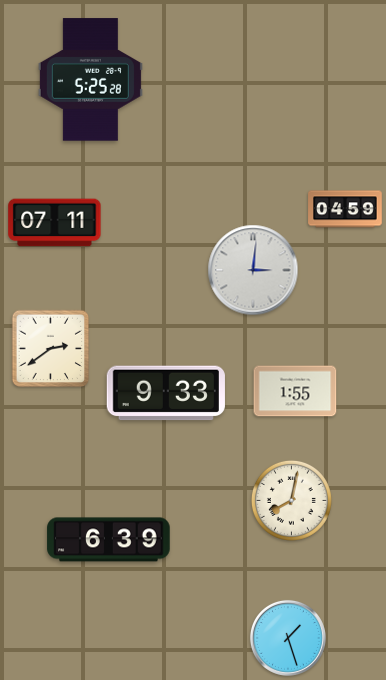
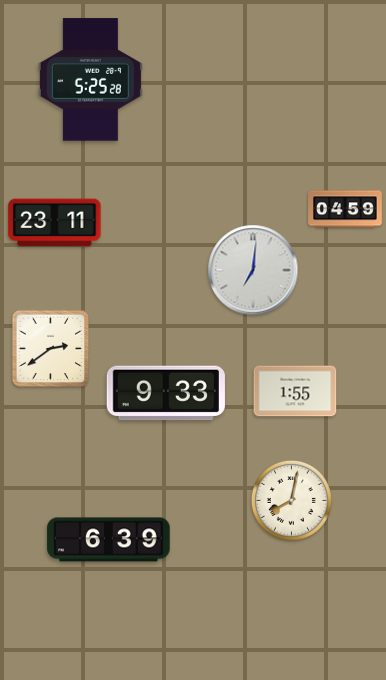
clock at (55, 223): 07:11 -> 23:11
clock at (253, 270): 3:01 -> 7:01
clock at (288, 638): 1:27 -> none
